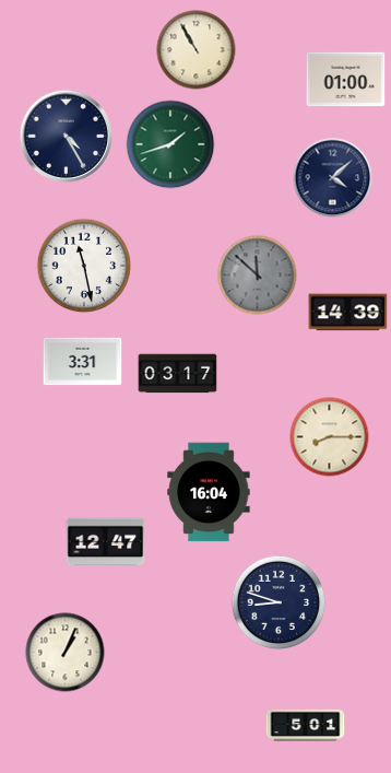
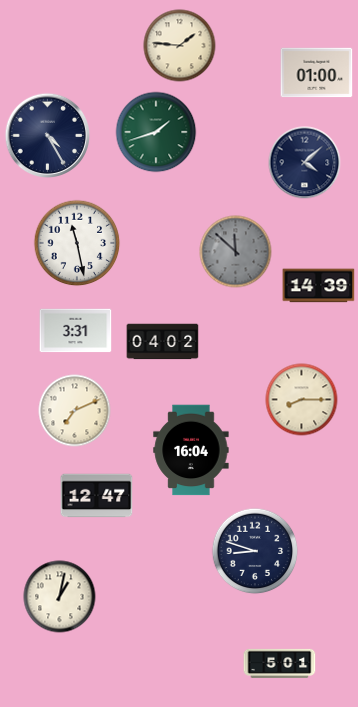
clock at (197, 50): 10:55 -> 1:46
clock at (67, 137) position: (67, 137) -> (48, 136)
clock at (178, 374): 03:17 -> 04:02
clock at (75, 411): none -> 7:11
clock at (66, 653): 1:04 -> 1:02
